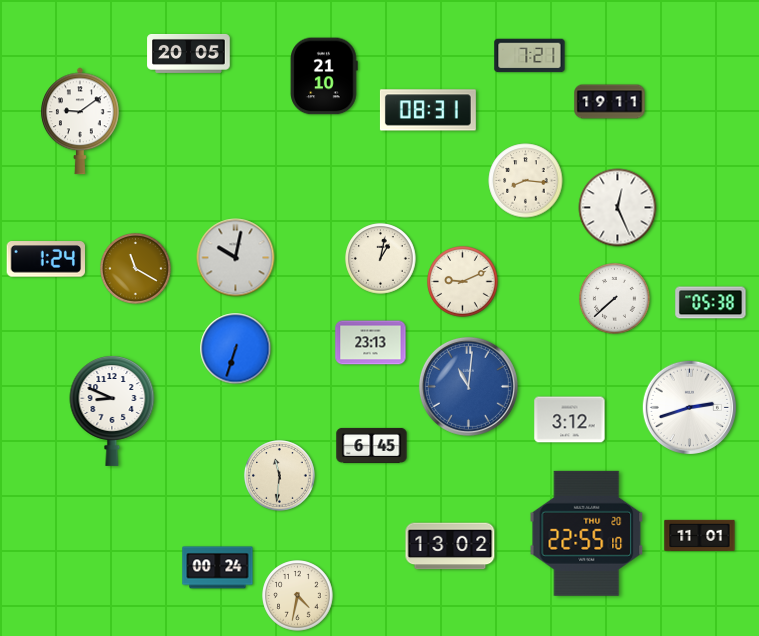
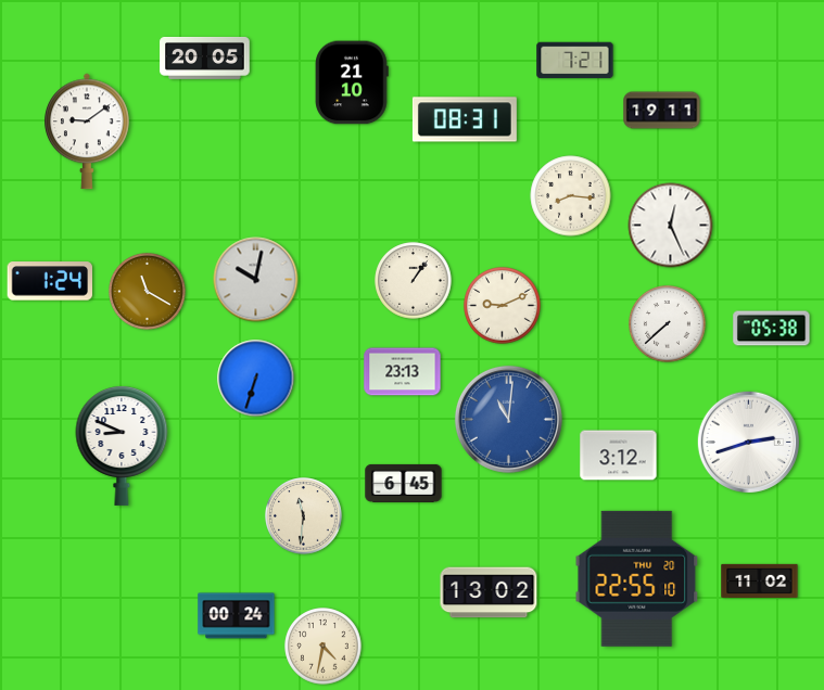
clock at (381, 259): 1:02 -> 1:06
clock at (700, 535): 11:01 -> 11:02
